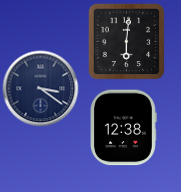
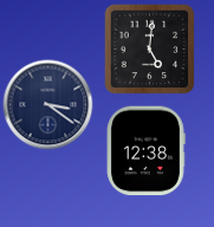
clock at (126, 41): 6:01 -> 5:01
